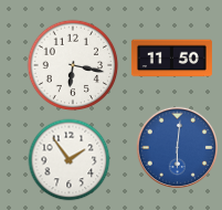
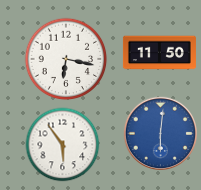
clock at (171, 59) position: (171, 59) -> (159, 53)
clock at (70, 160): 1:54 -> 5:54
